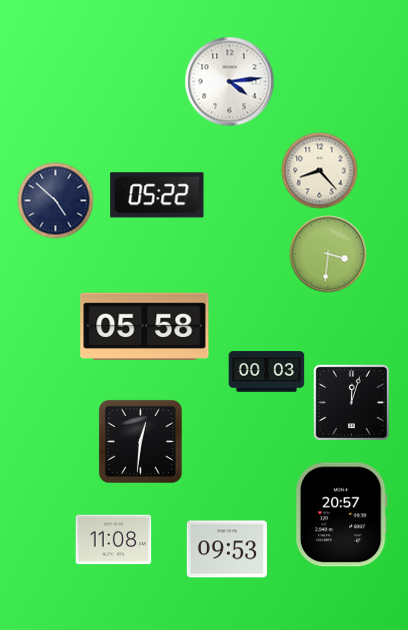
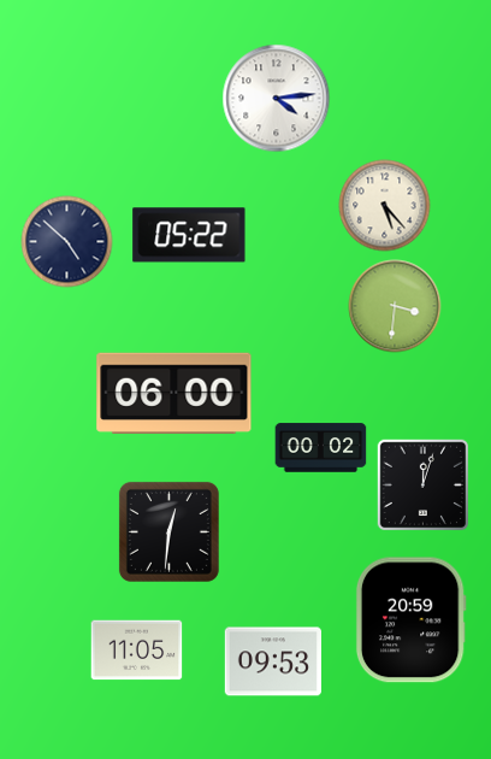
clock at (320, 171): 8:23 -> 5:23
clock at (145, 327): 05:58 -> 06:00
clock at (267, 372): 00:03 -> 00:02
clock at (341, 515): 20:57 -> 20:59
clock at (114, 540): 11:08 -> 11:05
